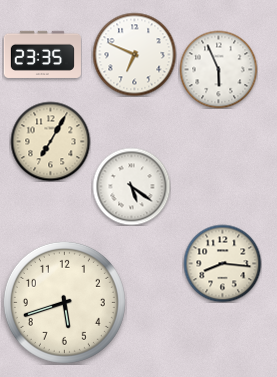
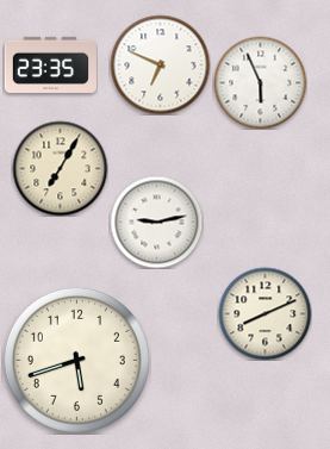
clock at (131, 186): 5:21 -> 9:13
clock at (222, 263): 8:16 -> 8:11
